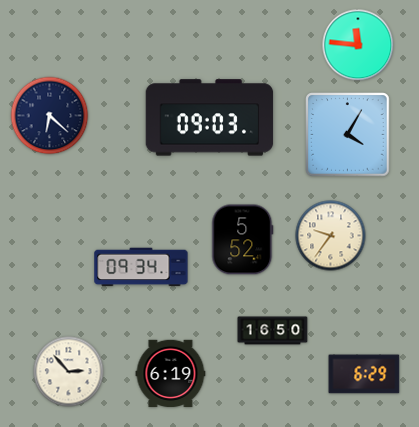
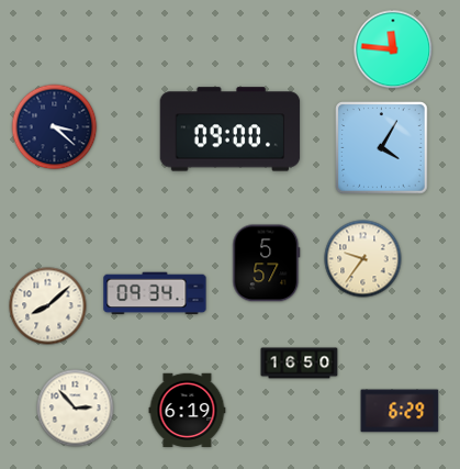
clock at (50, 116): 6:22 -> 3:22
clock at (210, 118): 09:03 -> 09:00
clock at (243, 240): 5:52 -> 5:57
clock at (48, 306): none -> 8:08
